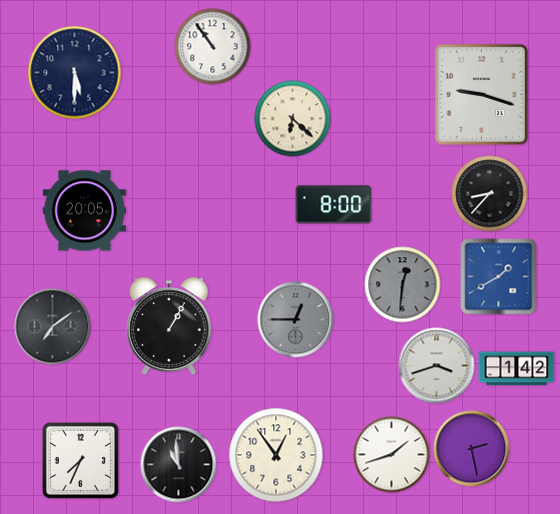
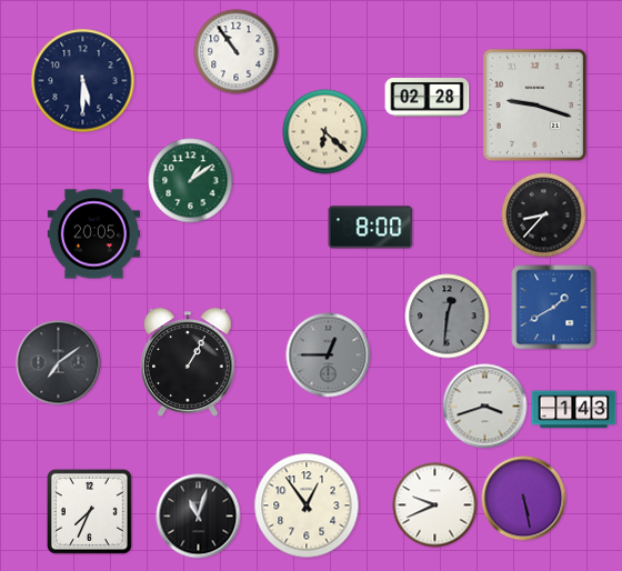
clock at (428, 98): none -> 02:28
clock at (191, 181): none -> 1:09
clock at (517, 369): 1:42 -> 1:43
clock at (472, 449): 2:28 -> 5:28
clock at (392, 455): 1:42 -> 9:41
clock at (179, 465): 10:59 -> 11:03
